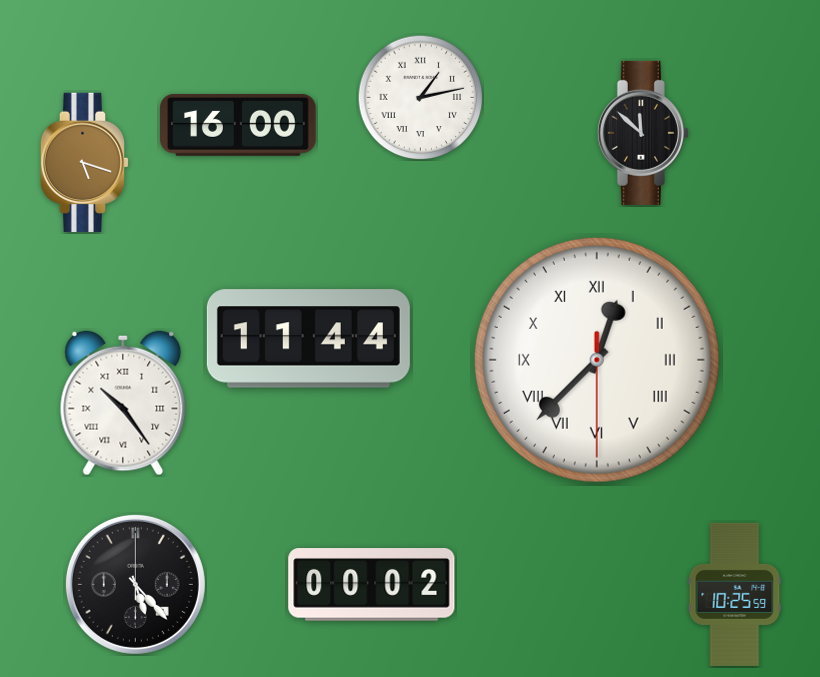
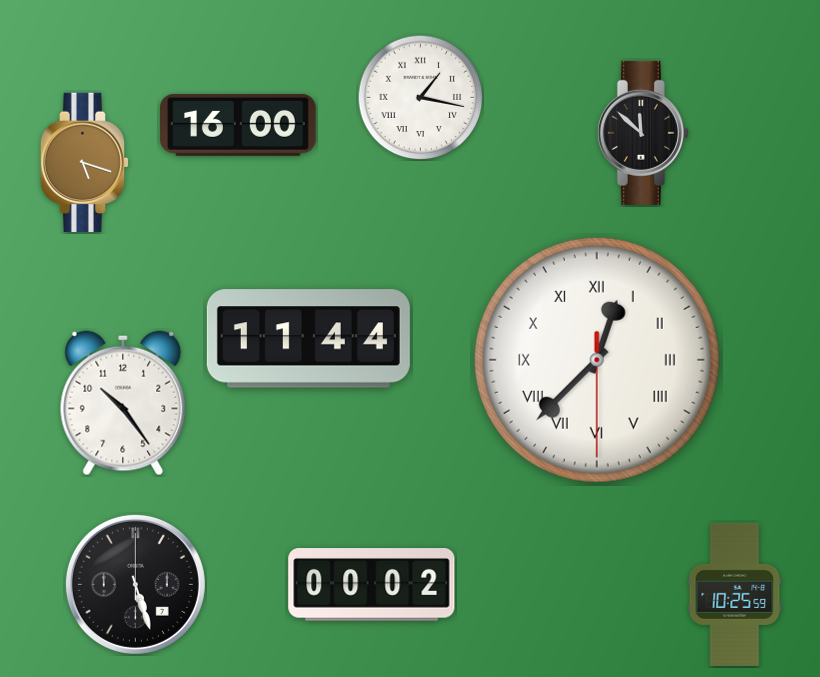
clock at (420, 97): 1:13 -> 1:17
clock at (123, 403) numerals: Roman -> Arabic
clock at (135, 584): 5:23 -> 5:27
